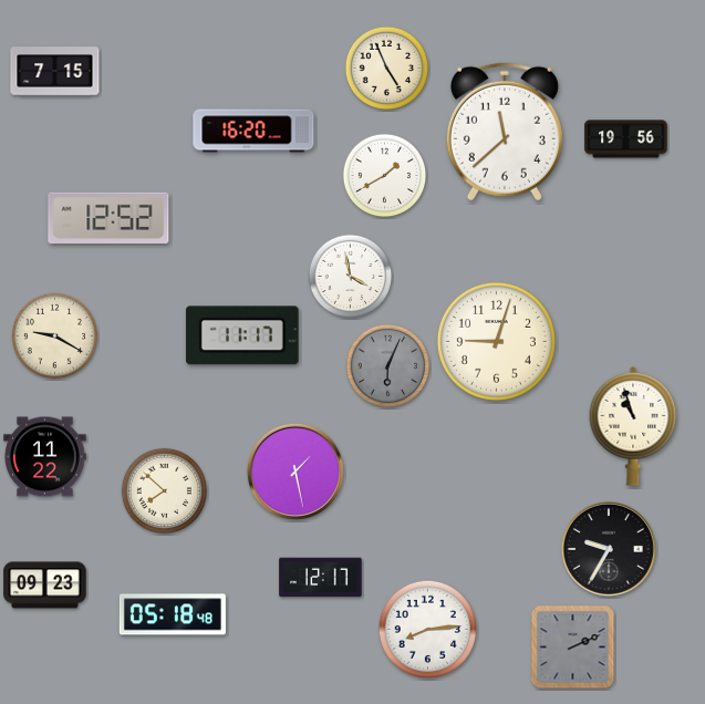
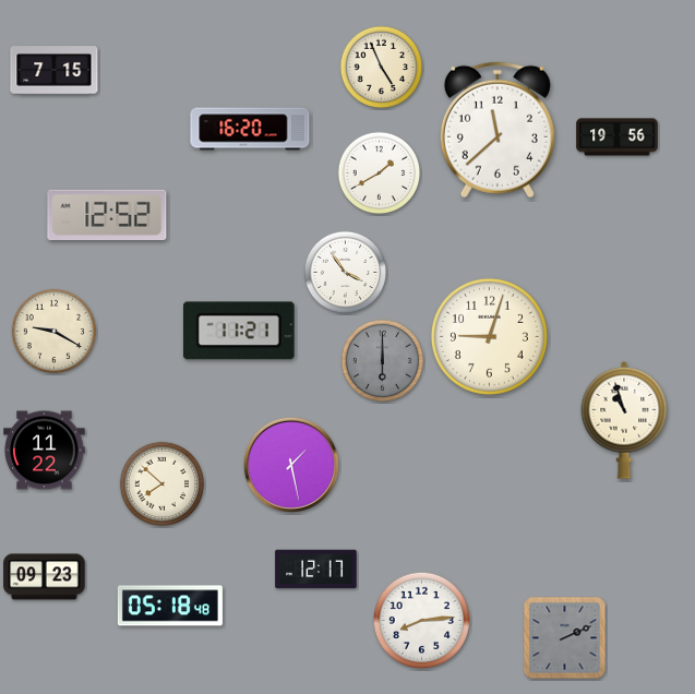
clock at (351, 277): 3:58 -> 3:54
clock at (242, 335): 11:17 -> 11:21
clock at (388, 366): 6:04 -> 6:00
clock at (609, 549): 9:35 -> none
